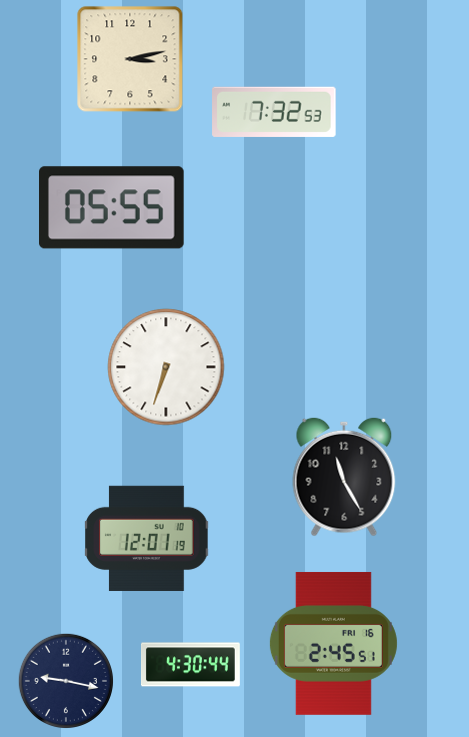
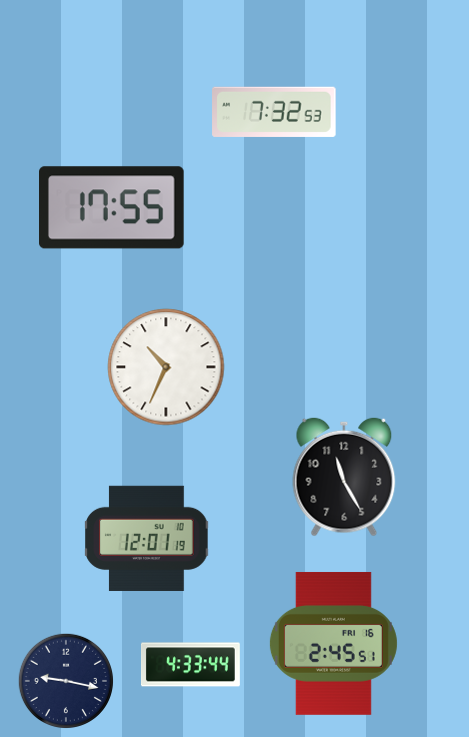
clock at (130, 59): 3:13 -> none
clock at (112, 208): 05:55 -> 17:55
clock at (166, 367): 6:33 -> 10:34
clock at (190, 665): 4:30 -> 4:33
